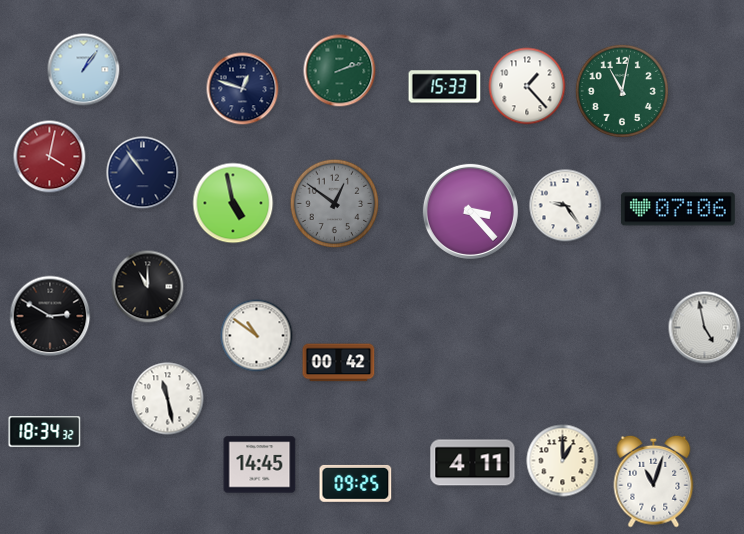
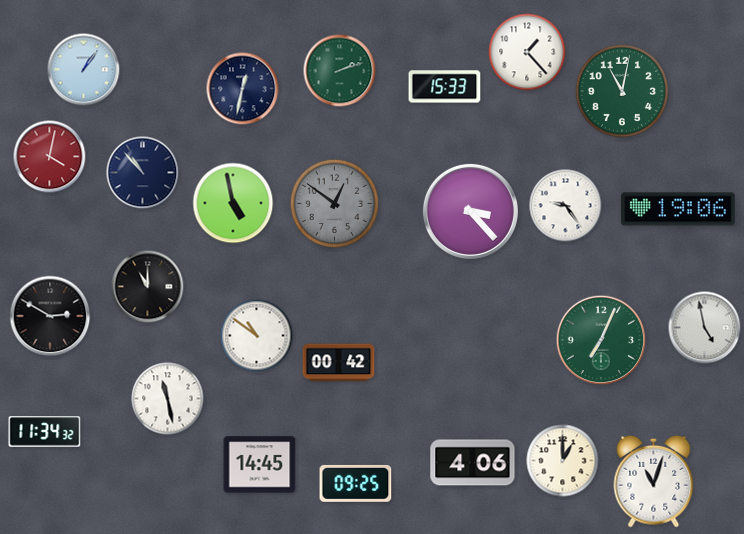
clock at (527, 86) position: (527, 86) -> (527, 52)
clock at (243, 89): 12:48 -> 12:32
clock at (143, 173): 10:54 -> 10:53
clock at (678, 209): 07:06 -> 19:06
clock at (601, 340): none -> 7:04
clock at (45, 432): 18:34 -> 11:34
clock at (473, 463): 4:11 -> 4:06
